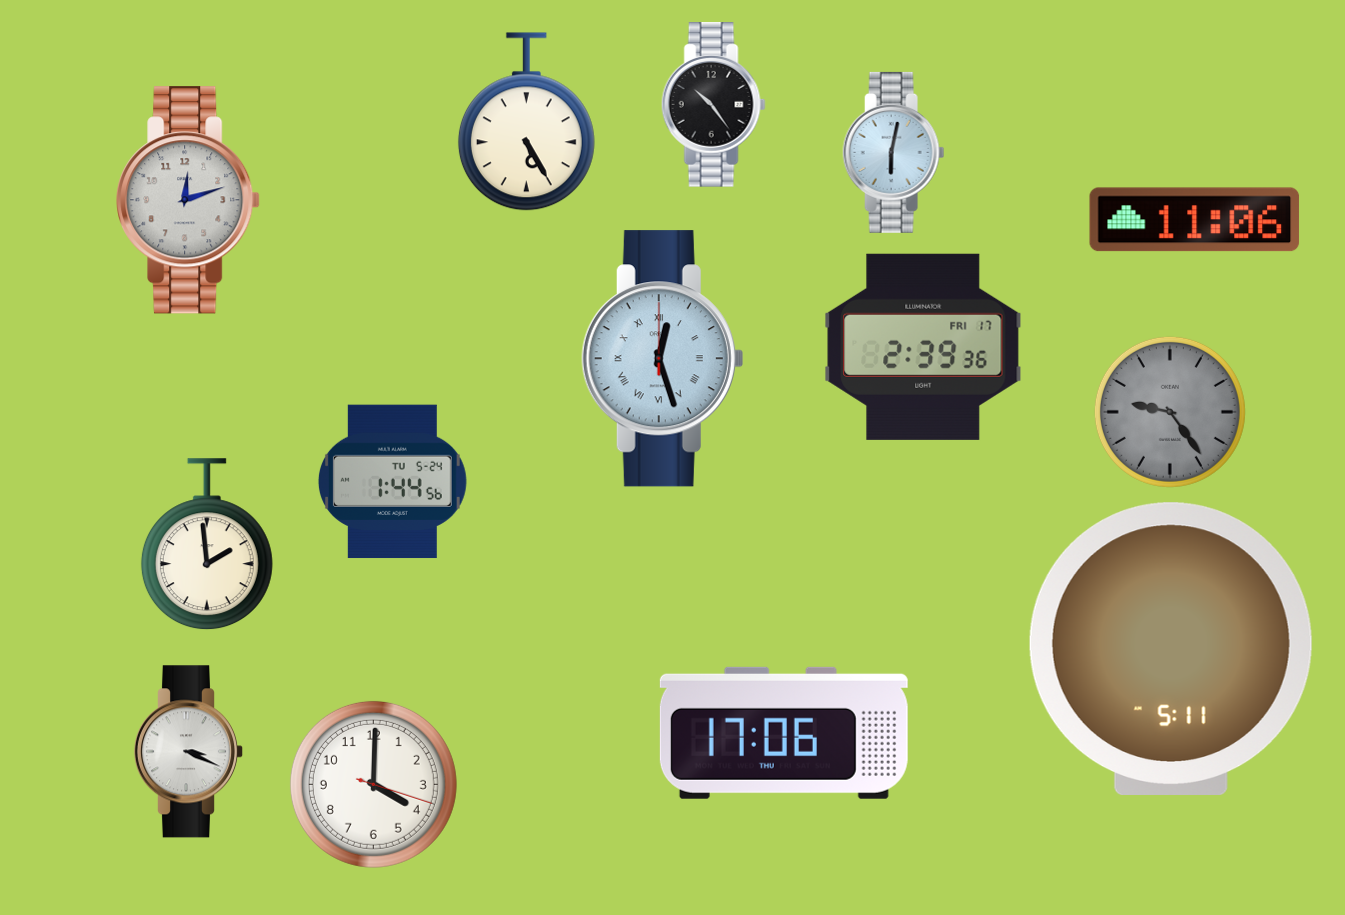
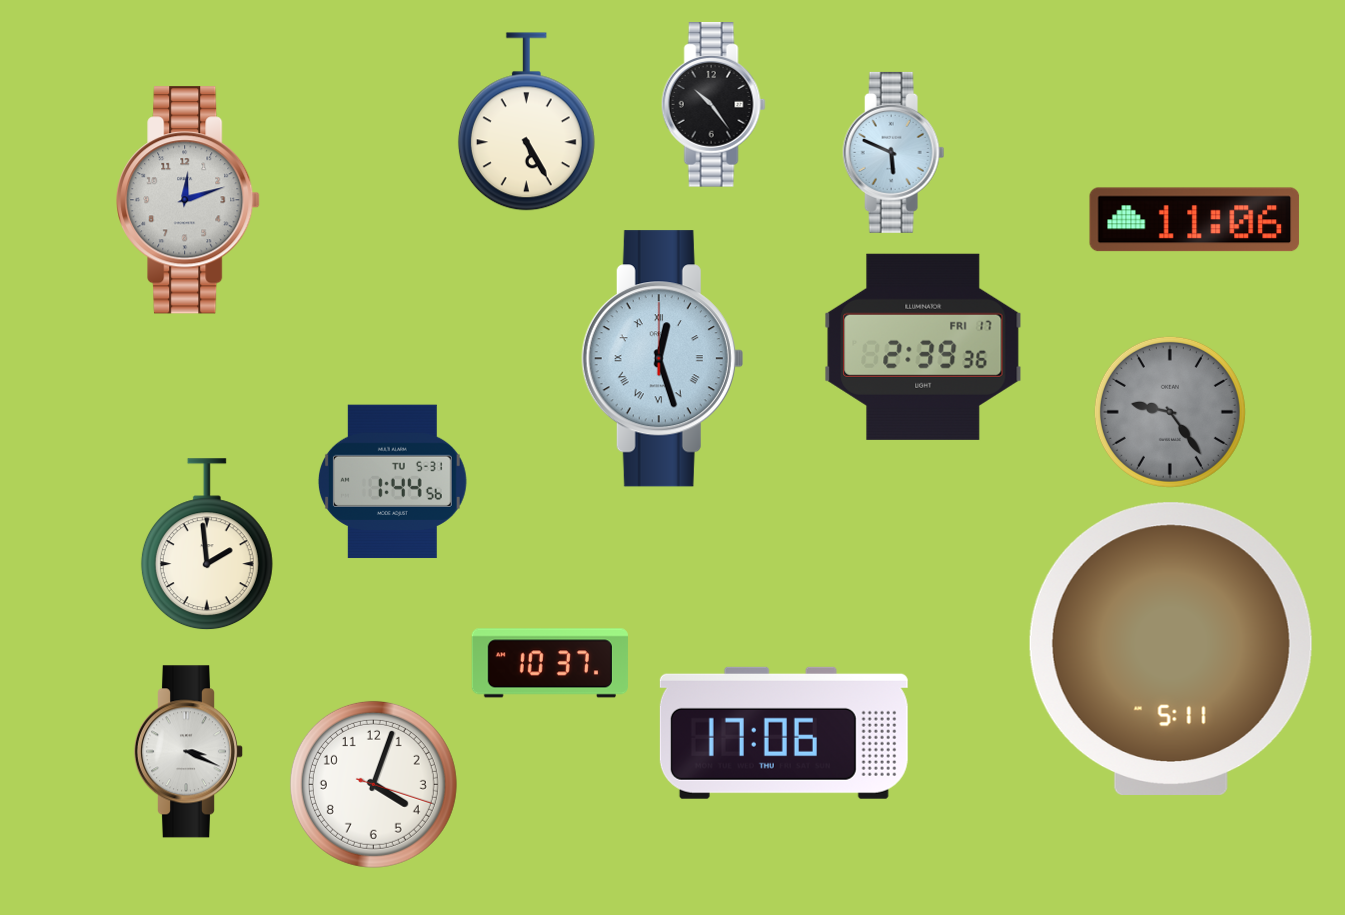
clock at (894, 152): 6:02 -> 5:49
clock at (392, 482) date: TU 5-24 -> TU 5-31
clock at (550, 663): none -> 10:37
clock at (373, 784): 4:00 -> 4:03
